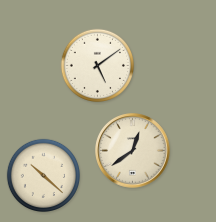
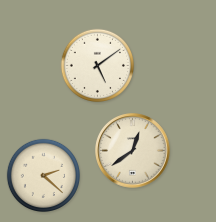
clock at (43, 175): 10:22 -> 2:22
